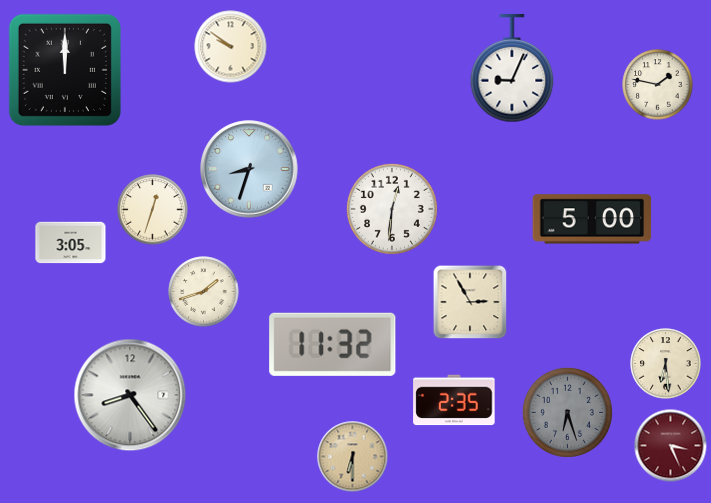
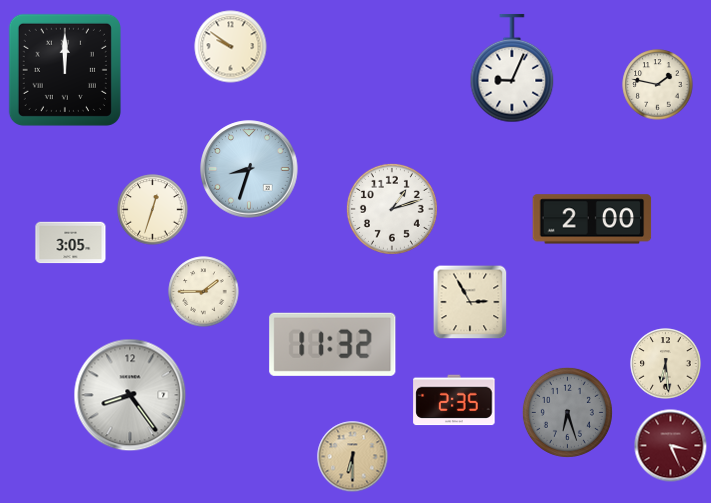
clock at (392, 209): 12:31 -> 1:12
clock at (592, 219): 5:00 -> 2:00
clock at (204, 292): 1:42 -> 1:45
